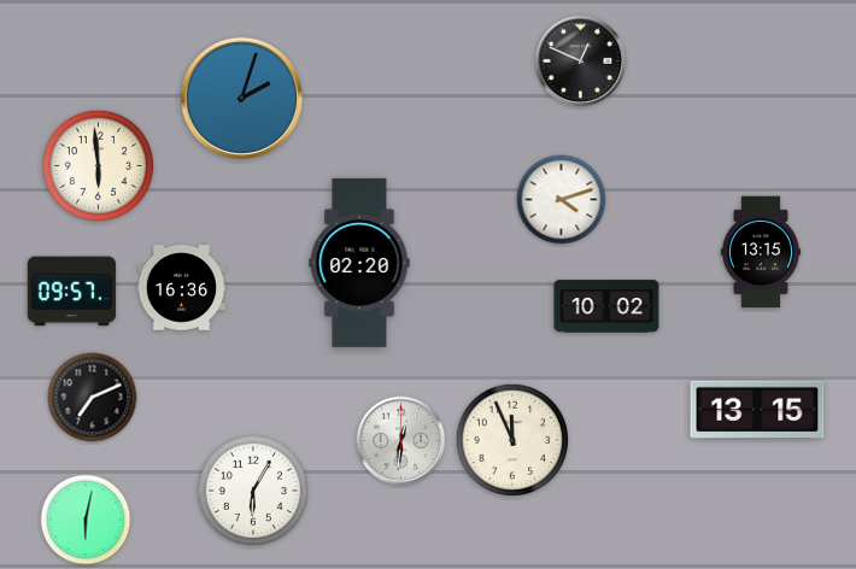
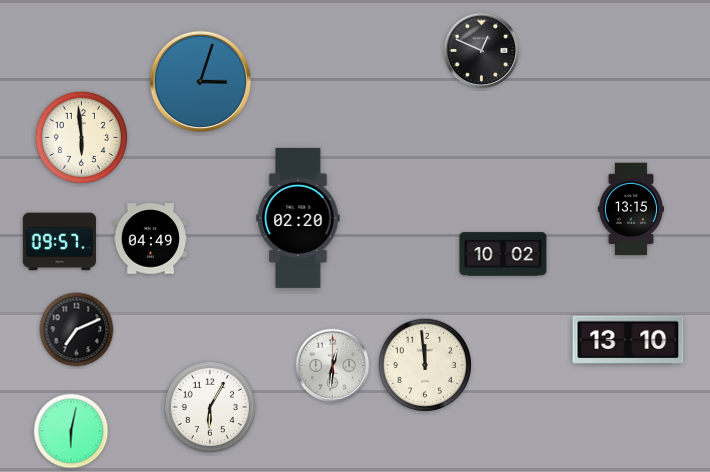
clock at (241, 98): 2:03 -> 3:03
clock at (562, 200): 4:12 -> none
clock at (182, 288): 16:36 -> 04:49
clock at (757, 409): 13:15 -> 13:10
clock at (512, 440): 11:56 -> 11:59
